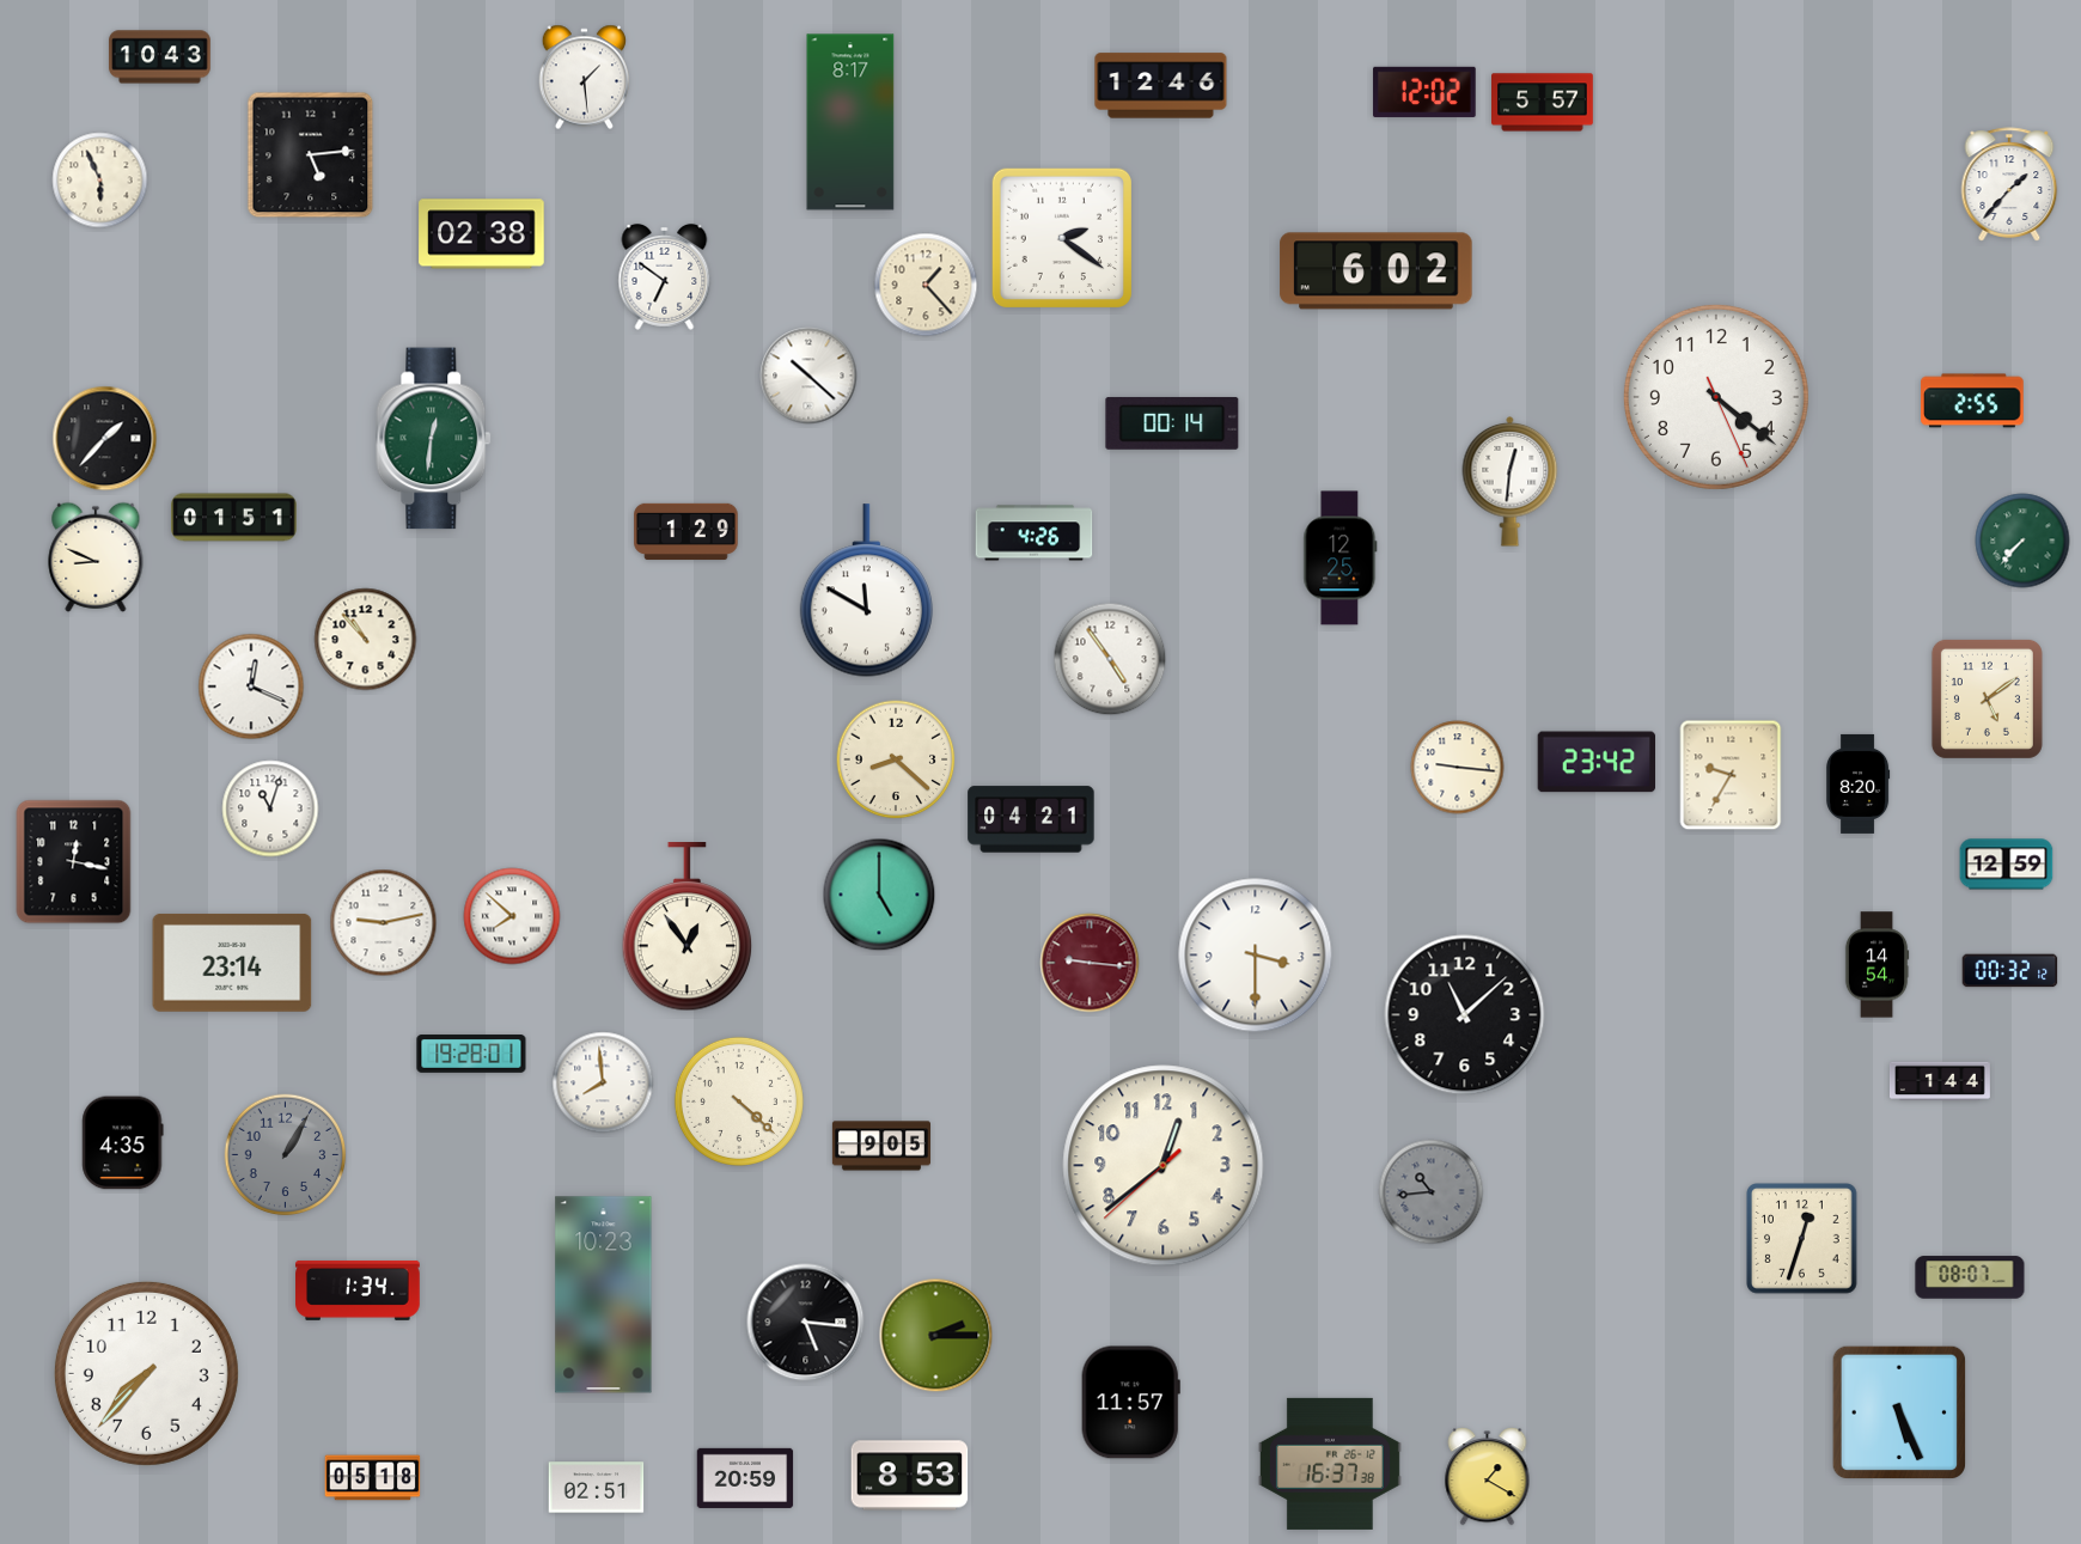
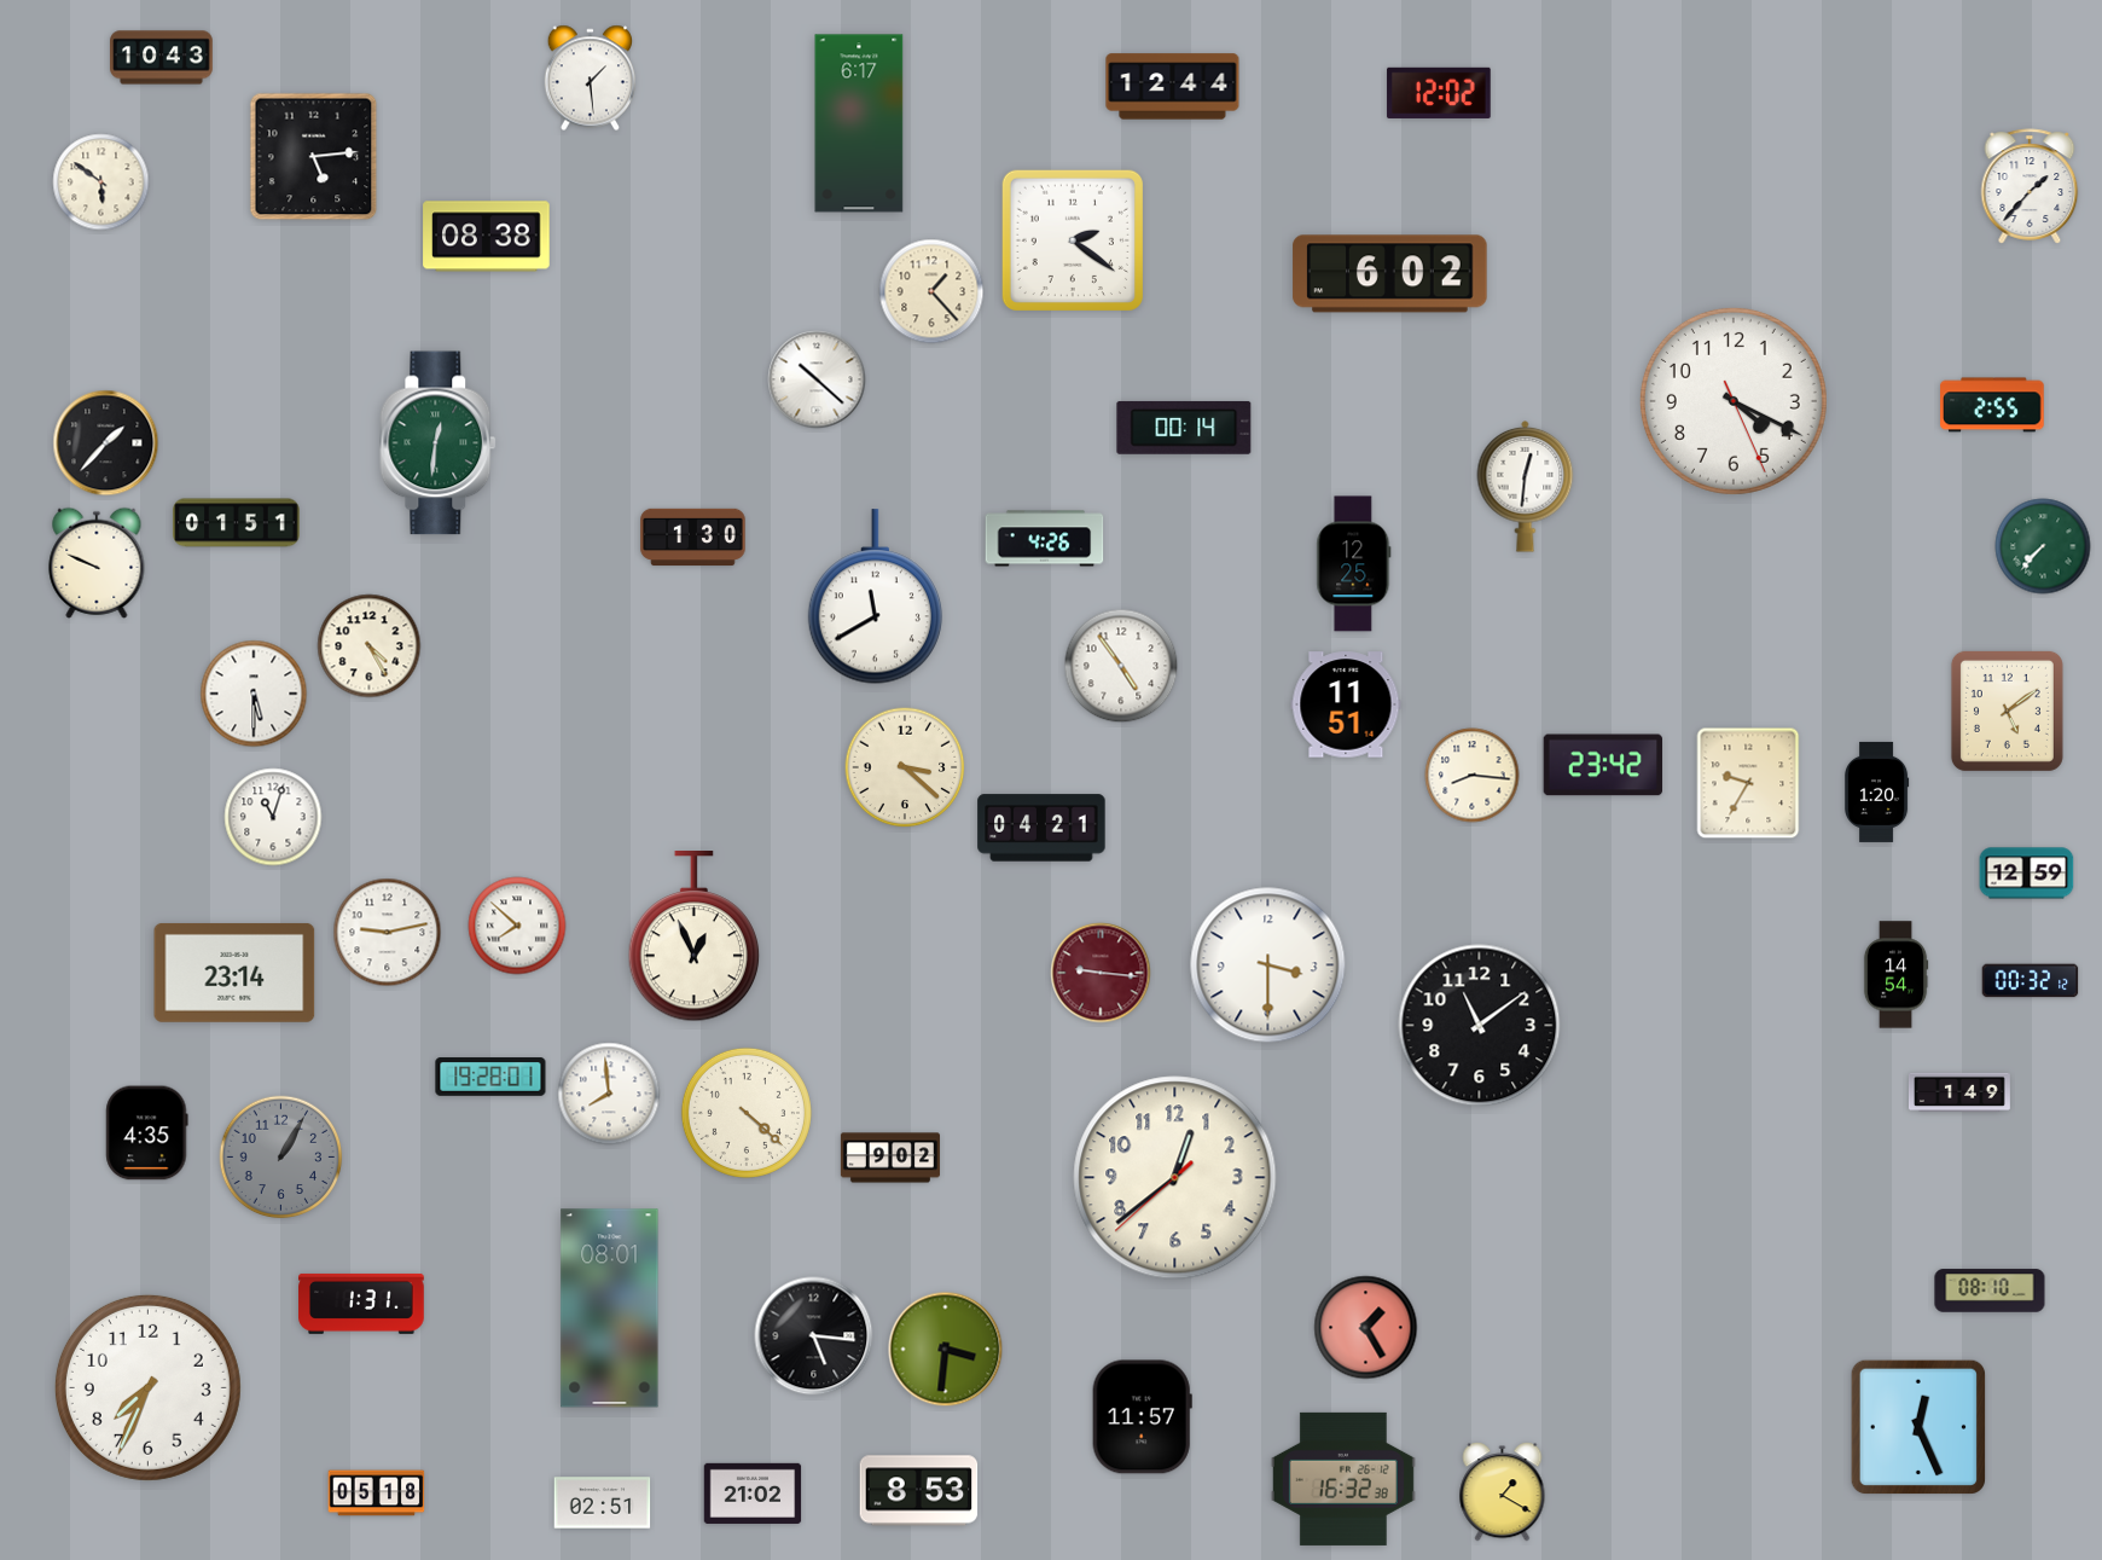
clock at (1161, 86): 12:46 -> 12:44
clock at (1543, 103): 5:57 -> none
clock at (850, 122): 8:17 -> 6:17
clock at (100, 181): 5:56 -> 5:51
clock at (482, 234): 02:38 -> 08:38
clock at (665, 276): 6:51 -> none
clock at (926, 285) position: (926, 285) -> (931, 291)
clock at (1716, 397): 4:21 -> 4:19
clock at (686, 532): 1:29 -> 1:30
clock at (96, 557): 8:49 -> 9:49
clock at (866, 591): 11:50 -> 11:40
clock at (366, 640): 10:53 -> 4:25
clock at (251, 686): 12:19 -> 5:30
clock at (1346, 704): none -> 11:51
clock at (1987, 698) position: (1987, 698) -> (2007, 711)
clock at (896, 759): 8:22 -> 3:22
clock at (1597, 762) position: (1597, 762) -> (1603, 765)
clock at (1458, 768): 9:16 -> 8:16
clock at (1859, 783): 8:20 -> 1:20
clock at (74, 862): 12:17 -> none
clock at (879, 895): 5:00 -> none
clock at (688, 928): 12:54 -> 12:56
clock at (1465, 1015): 11:08 -> 11:09
clock at (471, 1054) position: (471, 1054) -> (490, 1077)
clock at (1940, 1081): 1:44 -> 1:49
clock at (123, 1143) position: (123, 1143) -> (147, 1133)
clock at (881, 1146): 9:05 -> 9:02
clock at (286, 1155) position: (286, 1155) -> (281, 1158)
clock at (1432, 1192): 10:44 -> none
clock at (1802, 1239): 12:33 -> none
clock at (1970, 1277): 08:07 -> 08:10
clock at (358, 1290): 1:34 -> 1:31
clock at (604, 1295): 10:23 -> 08:01
clock at (1366, 1328): none -> 1:25
clock at (936, 1336): 2:15 -> 3:31
clock at (146, 1373): 7:37 -> 7:34
clock at (1899, 1412): 5:26 -> 12:26
clock at (1330, 1464): 16:37 -> 16:32
clock at (745, 1478): 20:59 -> 21:02
